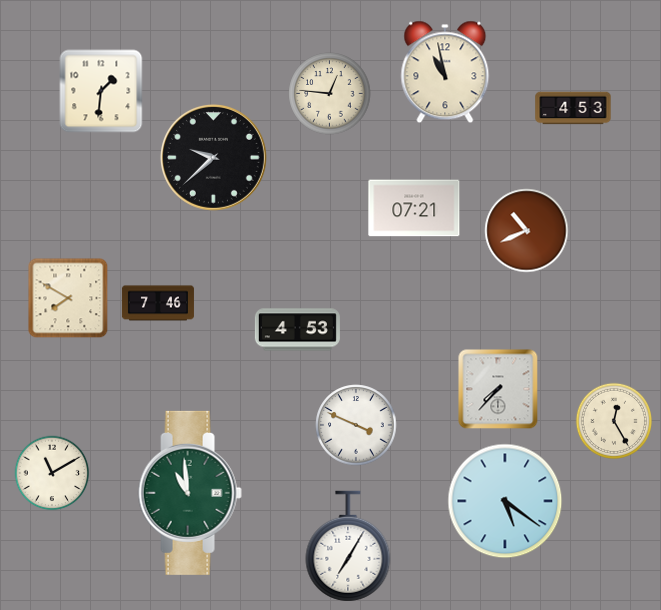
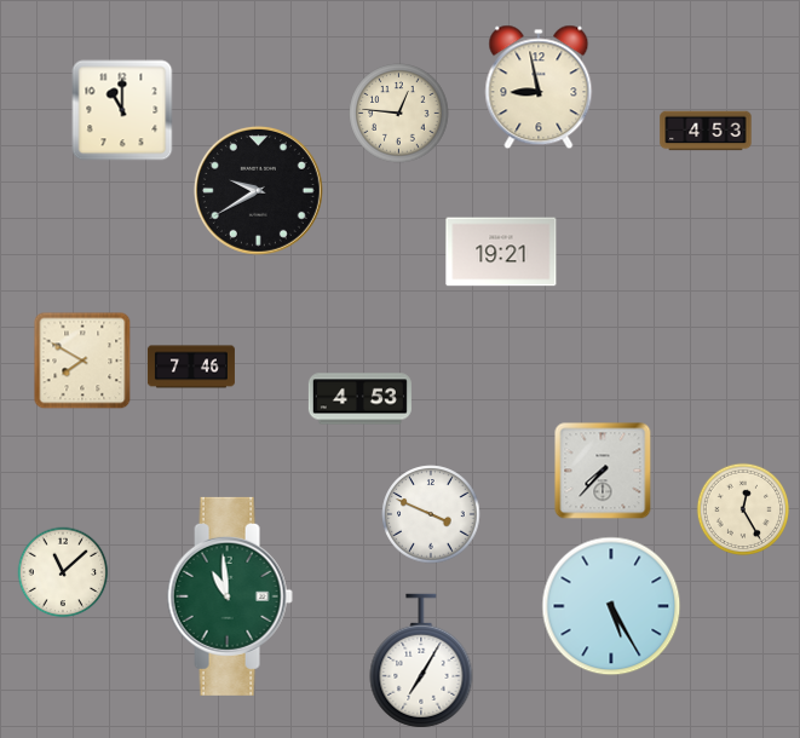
clock at (445, 72): 10:58 -> 8:58
clock at (101, 91): 1:31 -> 11:00
clock at (573, 108) position: (573, 108) -> (706, 131)
clock at (213, 157): 9:38 -> 9:40
clock at (414, 208): 07:21 -> 19:21
clock at (527, 231): 10:41 -> none
clock at (52, 473): 11:10 -> 11:08
clock at (505, 501): 5:21 -> 5:25
